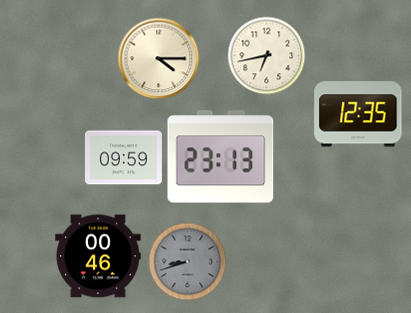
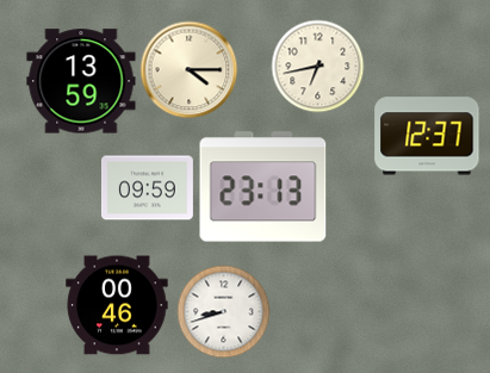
clock at (81, 81): none -> 13:59
clock at (358, 114): 12:35 -> 12:37
clock at (187, 261) dial: grey -> white
